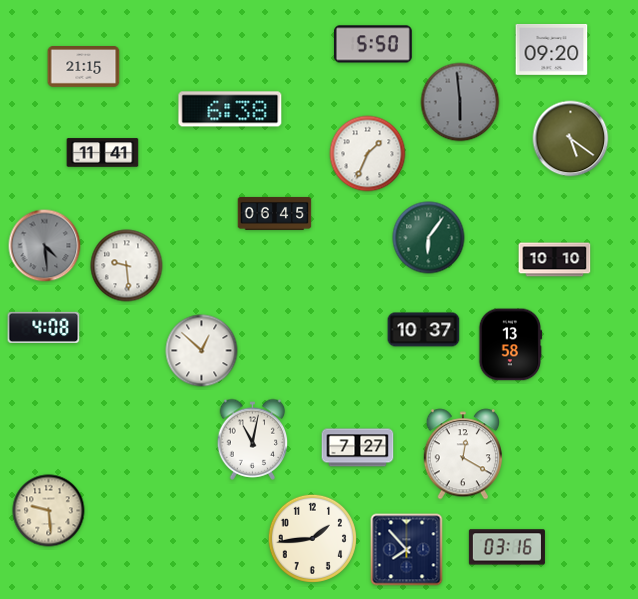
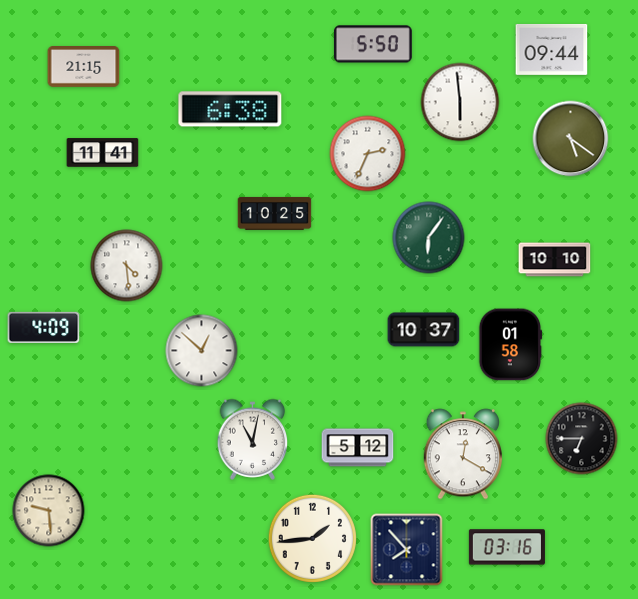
clock at (552, 49): 09:20 -> 09:44
clock at (460, 102) dial: grey -> white
clock at (368, 154): 1:34 -> 2:34
clock at (275, 213): 06:45 -> 10:25
clock at (45, 246): 4:29 -> none
clock at (127, 266): 9:29 -> 4:29
clock at (44, 327): 4:08 -> 4:09
clock at (511, 345): 13:58 -> 01:58
clock at (582, 439): none -> 6:45
clock at (358, 448): 7:27 -> 5:12
